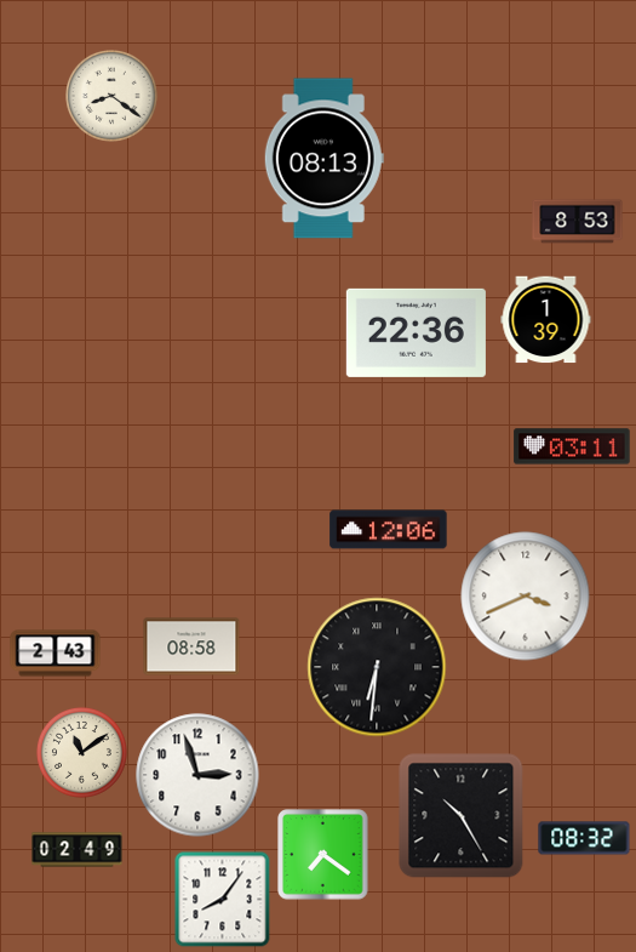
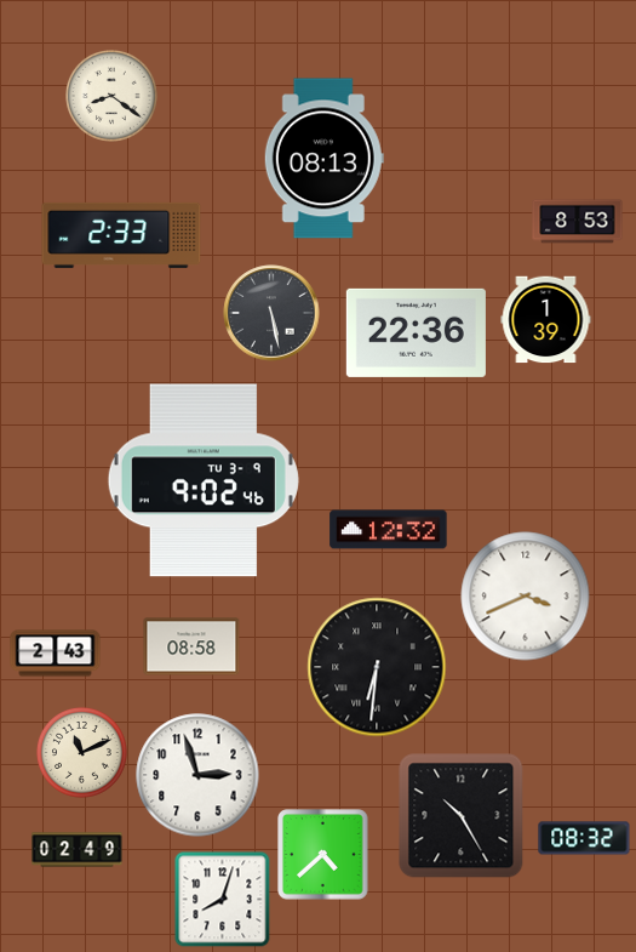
clock at (121, 235): none -> 2:33
clock at (271, 313): none -> 5:28
clock at (572, 446): 03:11 -> none
clock at (204, 480): none -> 9:02
clock at (389, 530): 12:06 -> 12:32
clock at (81, 752): 11:09 -> 11:11
clock at (323, 855): 7:21 -> 4:38
clock at (223, 900): 8:06 -> 8:03
